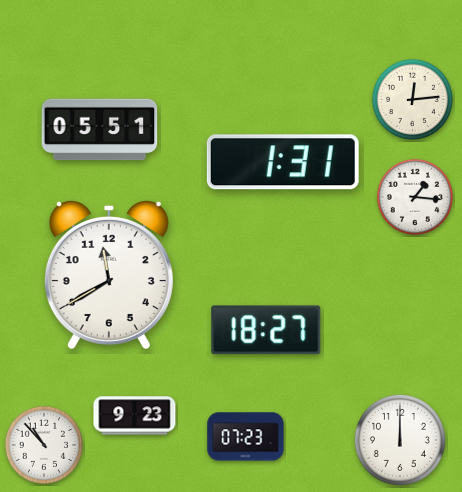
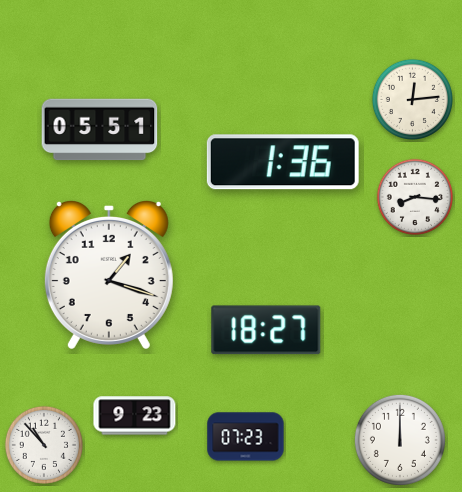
clock at (283, 162): 1:31 -> 1:36
clock at (414, 196): 1:16 -> 8:16
clock at (109, 274): 11:40 -> 1:18
